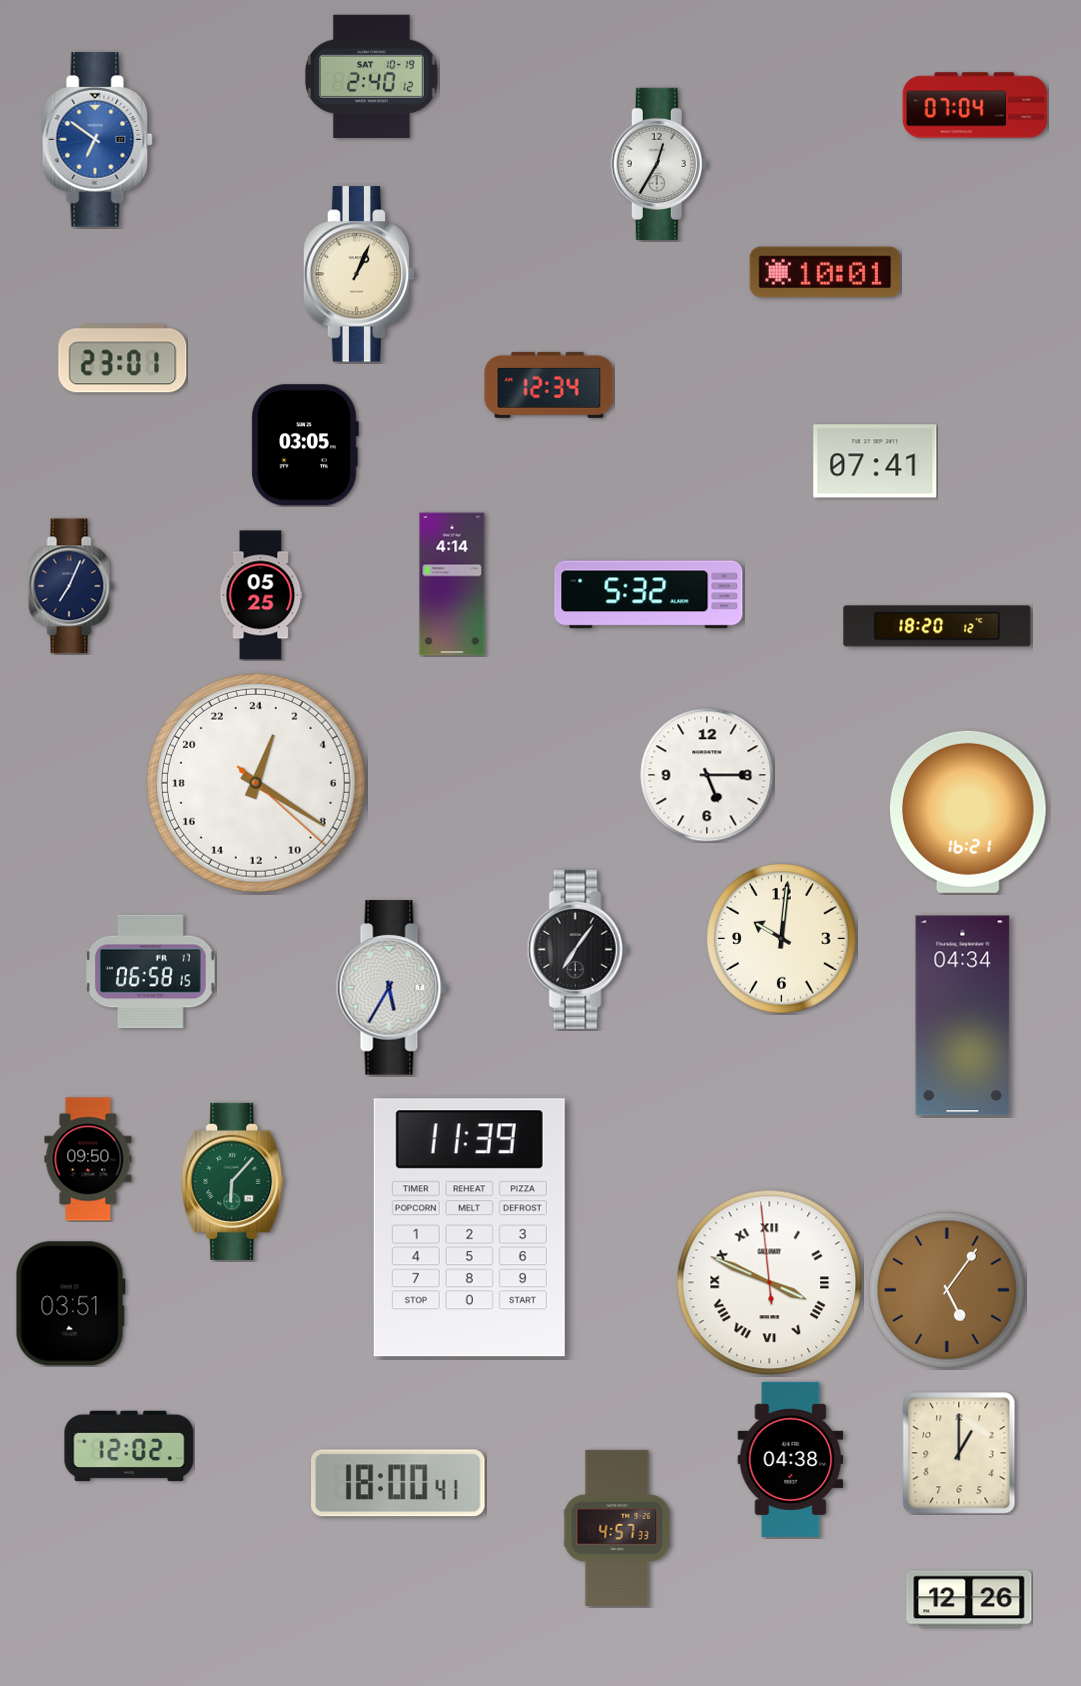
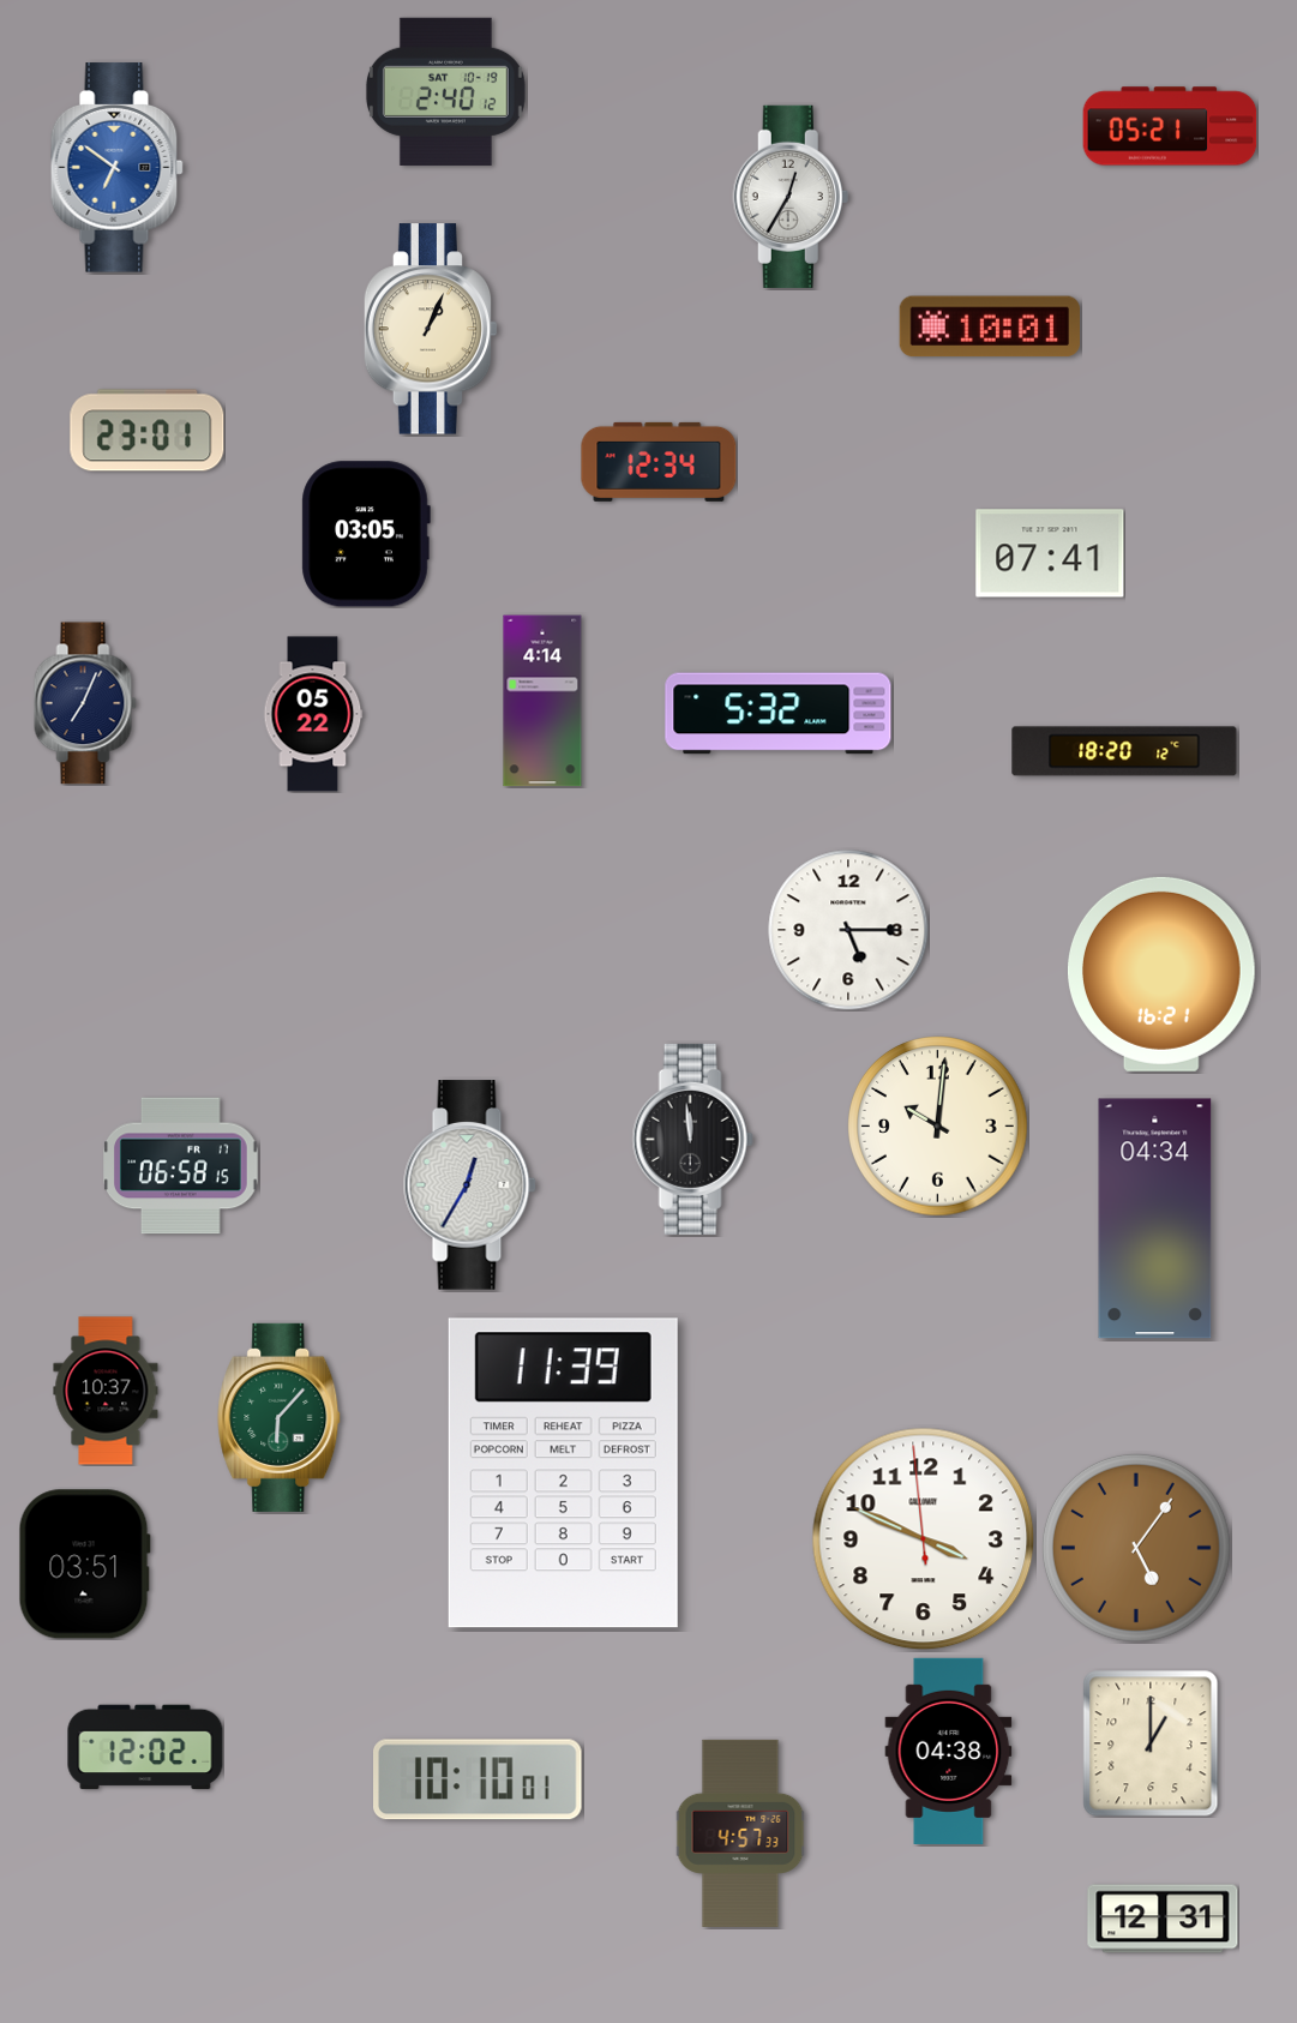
clock at (975, 105): 07:04 -> 05:21
clock at (261, 595): 05:25 -> 05:22
clock at (256, 783): 1:20 -> none
clock at (577, 949): 7:06 -> 11:59
clock at (391, 988): 5:35 -> 12:35
clock at (88, 1159): 09:50 -> 10:37
clock at (770, 1283) numerals: Roman -> Arabic
clock at (129, 1446) position: (129, 1446) -> (145, 1747)
clock at (399, 1483): 18:00 -> 10:10
clock at (969, 1599): 12:26 -> 12:31
